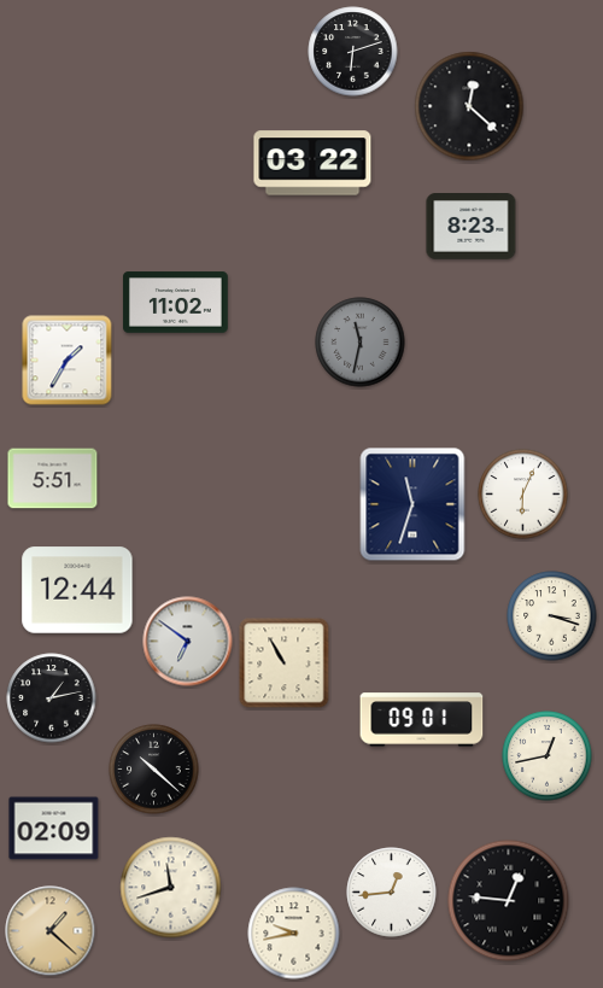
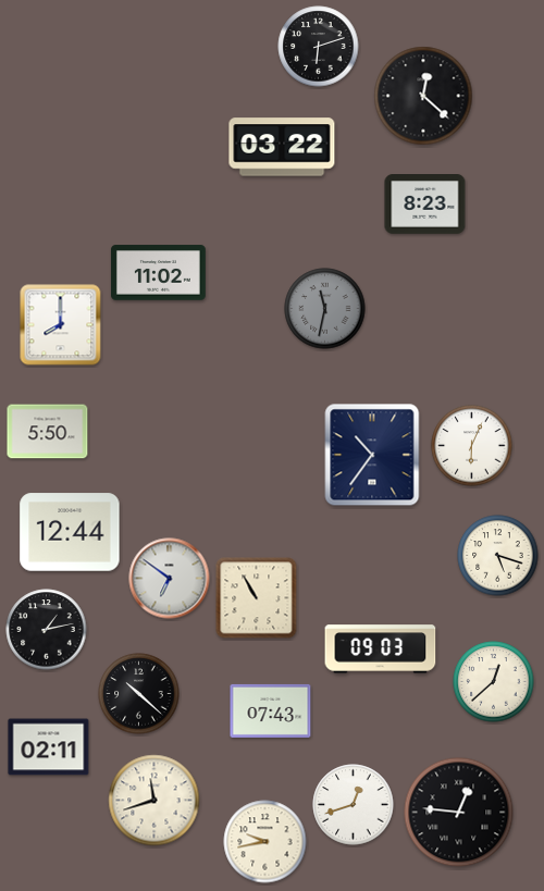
clock at (68, 361): 1:35 -> 8:00
clock at (53, 479): 5:51 -> 5:50
clock at (412, 504): 11:33 -> 10:36
clock at (552, 616): 3:18 -> 5:18
clock at (422, 720): 09:01 -> 09:03
clock at (548, 756): 12:43 -> 12:38
clock at (271, 710): none -> 07:43
clock at (54, 829): 02:09 -> 02:11
clock at (392, 893): 12:44 -> 12:42
clock at (51, 931): 1:22 -> none
